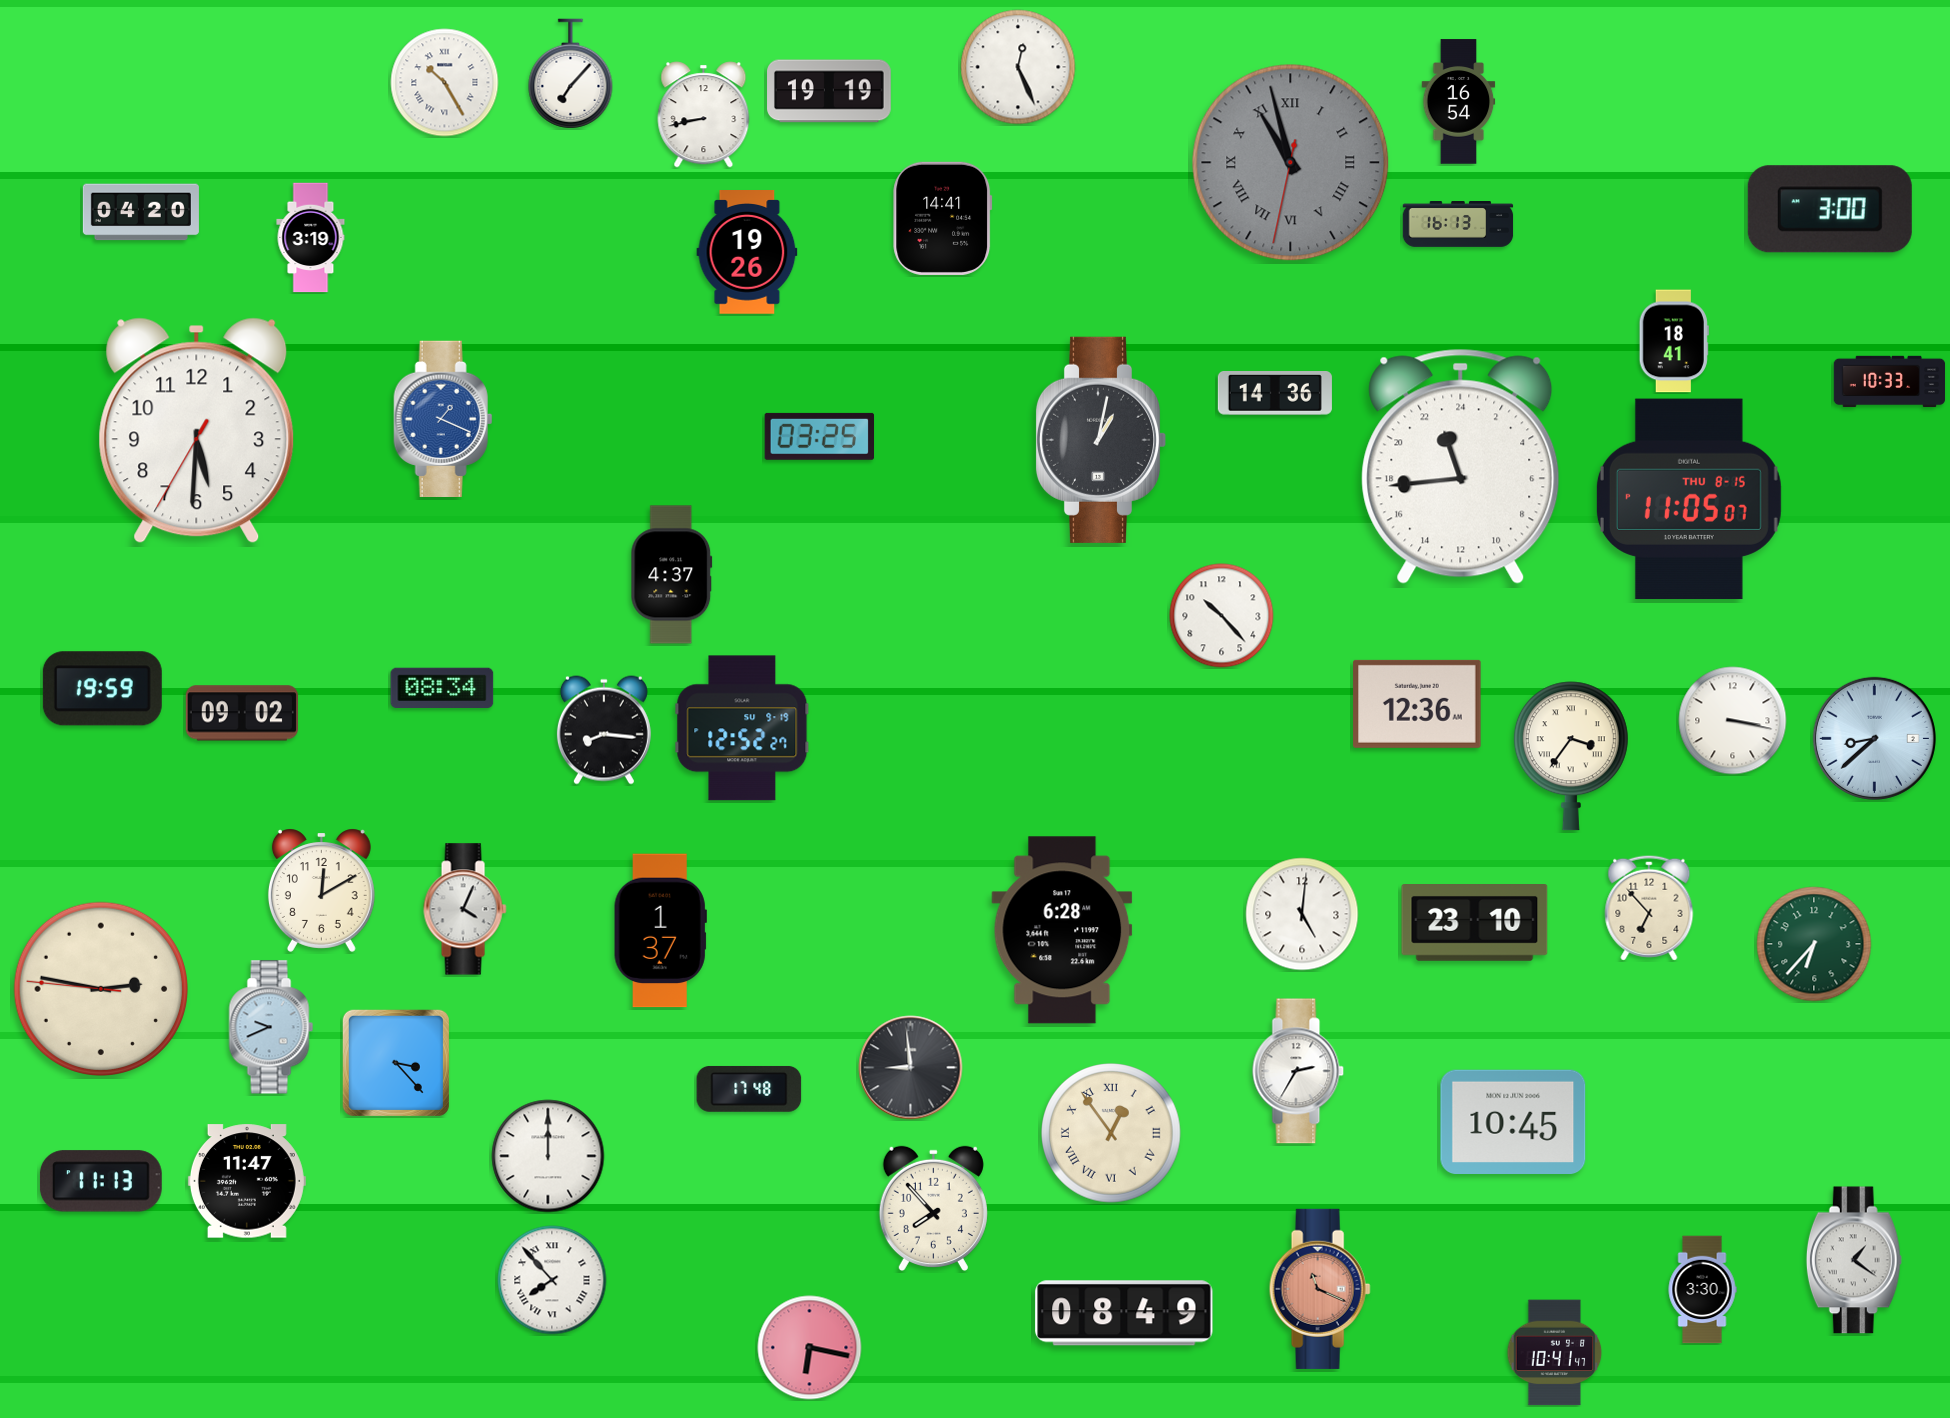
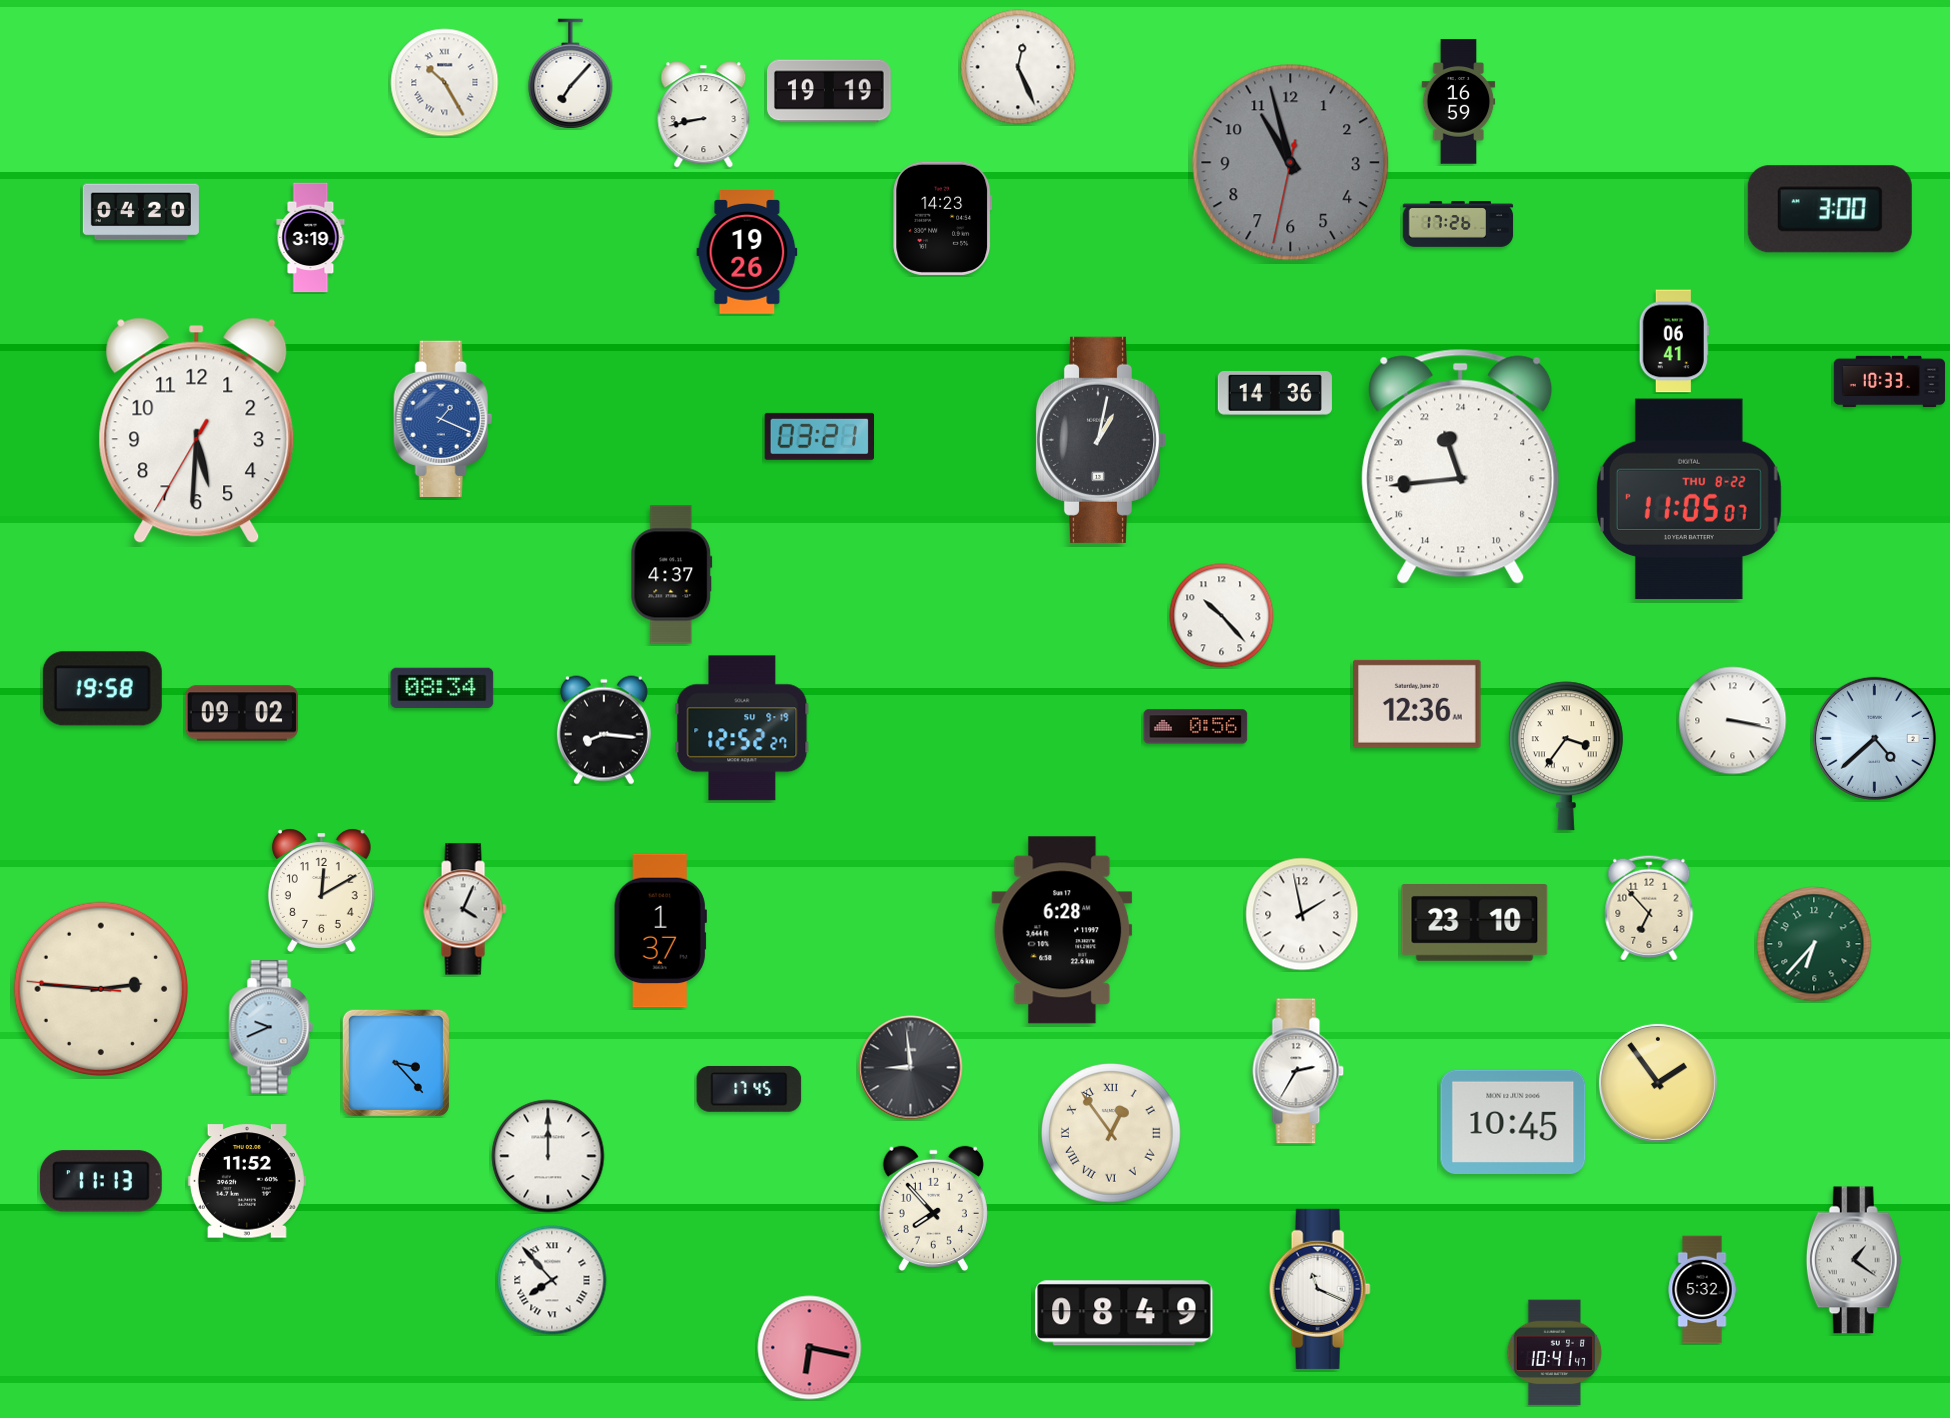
clock at (1459, 102): 16:54 -> 16:59
clock at (1291, 163) numerals: Roman -> Arabic
clock at (943, 218): 14:41 -> 14:23
clock at (1458, 225): 16:13 -> 17:26
clock at (1674, 341): 18:41 -> 06:41
clock at (819, 436): 03:25 -> 03:21
clock at (1689, 499) date: THU 8-15 -> THU 8-22
clock at (102, 689): 19:59 -> 19:58
clock at (1196, 727): none -> 0:56
clock at (1874, 738): 8:38 -> 4:38
clock at (1571, 756) position: (1571, 756) -> (1566, 756)
clock at (1302, 914): 5:01 -> 1:58
clock at (100, 988): 2:46 -> 2:45
clock at (1658, 1083): none -> 1:54
clock at (749, 1089): 17:48 -> 17:45
clock at (247, 1181): 11:47 -> 11:52
clock at (1320, 1289) dial: salmon -> white
clock at (1702, 1290): 3:30 -> 5:32
